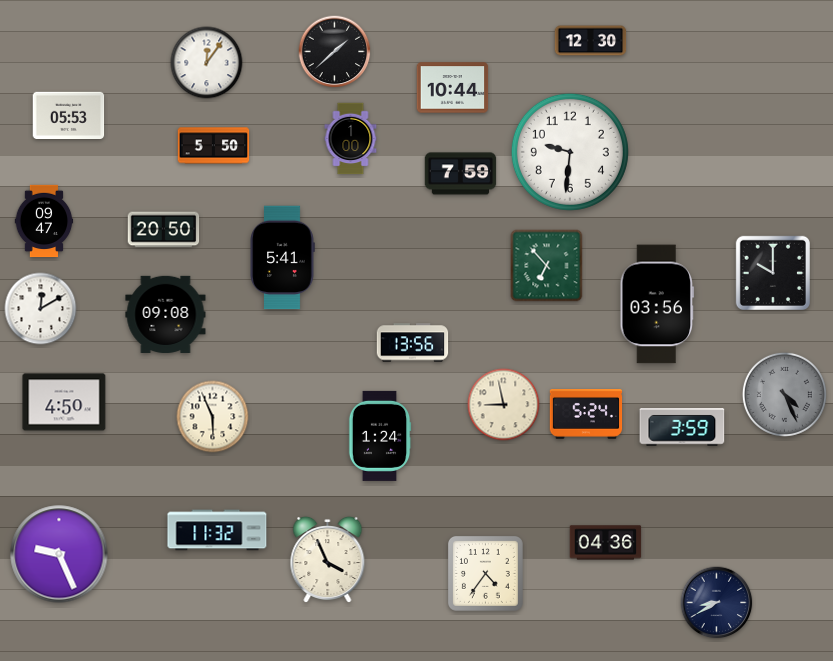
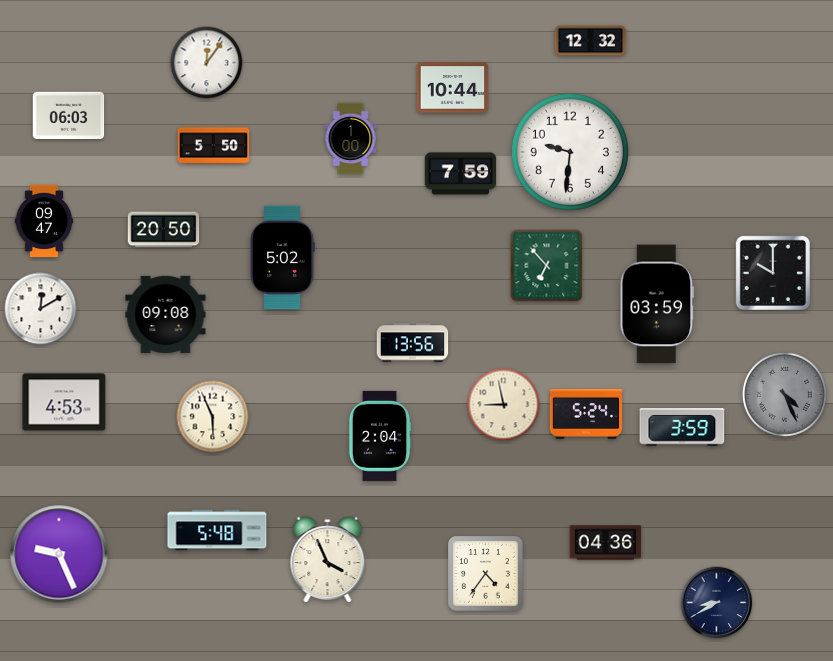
clock at (591, 41): 12:30 -> 12:32
clock at (335, 52): 1:38 -> none
clock at (69, 115): 05:53 -> 06:03
clock at (282, 258): 5:41 -> 5:02
clock at (657, 304): 03:56 -> 03:59
clock at (64, 402): 4:50 -> 4:53
clock at (380, 436): 1:24 -> 2:04
clock at (217, 530): 11:32 -> 5:48
